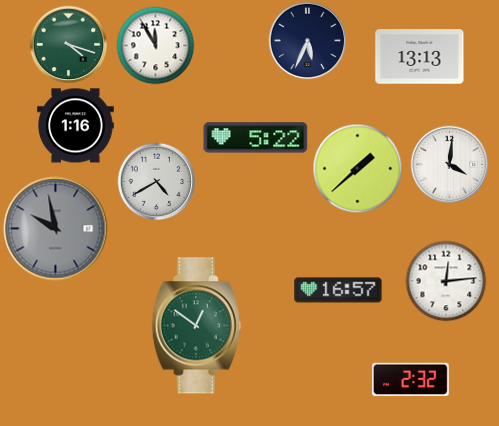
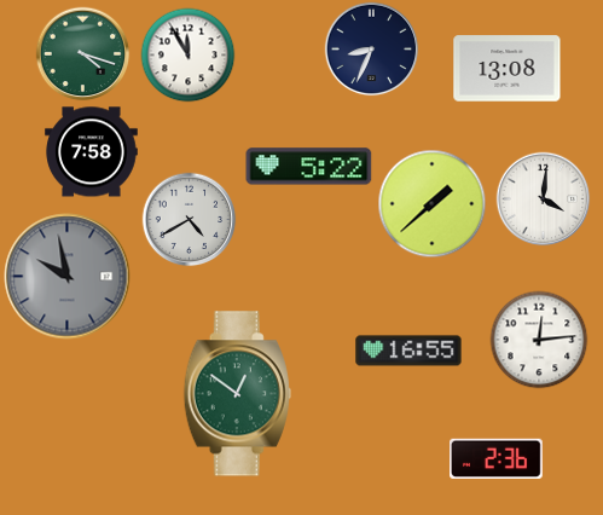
clock at (307, 40): 5:34 -> 8:34
clock at (420, 57): 13:13 -> 13:08
clock at (76, 126): 1:16 -> 7:58
clock at (338, 290): 16:57 -> 16:55
clock at (411, 379): 2:32 -> 2:36
